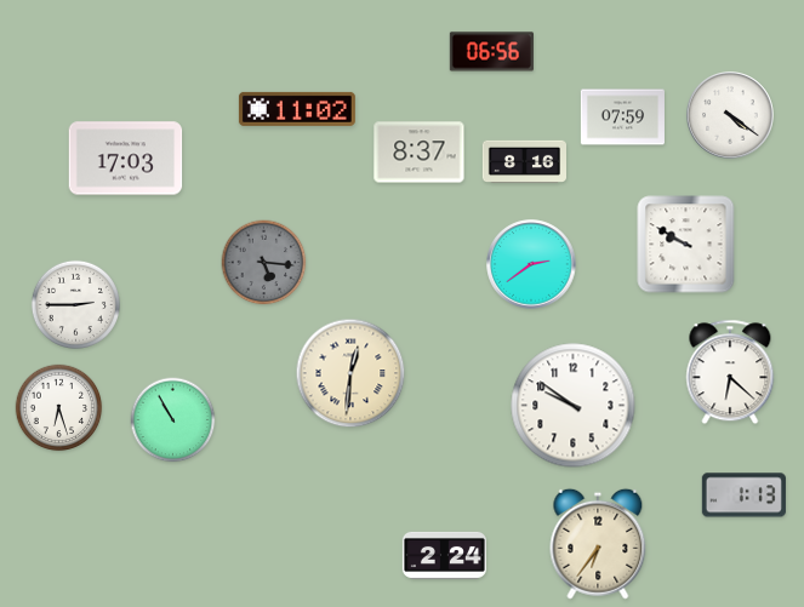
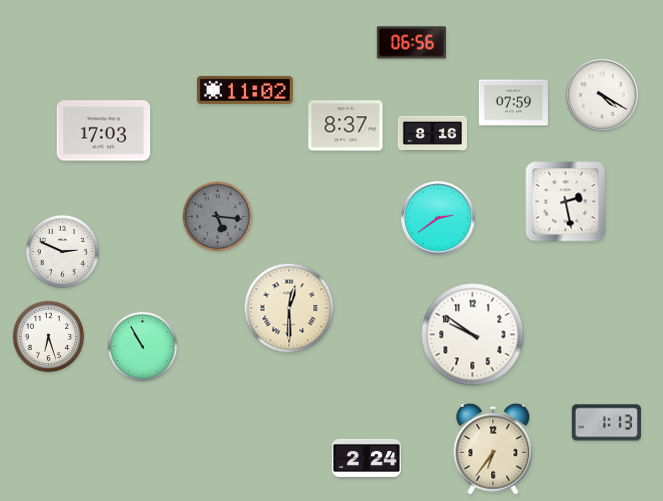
clock at (491, 52) position: (491, 52) -> (411, 43)
clock at (730, 115): 4:21 -> 4:20
clock at (622, 118) position: (622, 118) -> (513, 103)
clock at (686, 245): 9:50 -> 2:28
clock at (75, 304): 2:45 -> 2:49
clock at (730, 372): 6:22 -> none
clock at (350, 373): 12:31 -> 12:30
clock at (743, 496) position: (743, 496) -> (606, 423)
